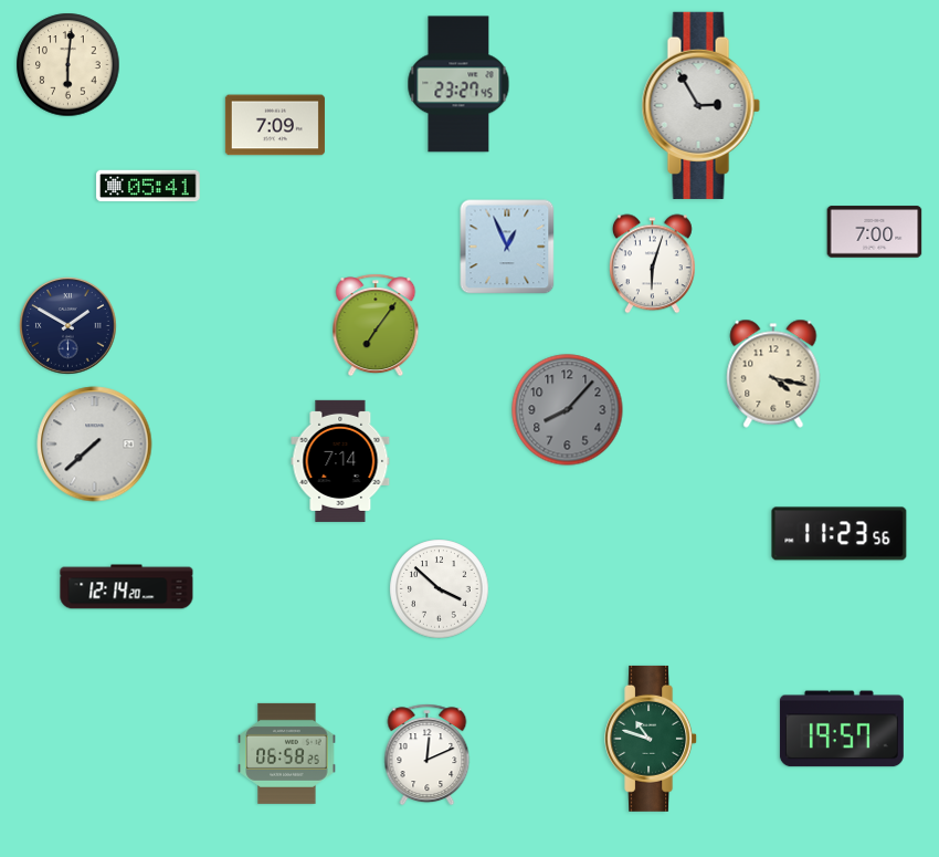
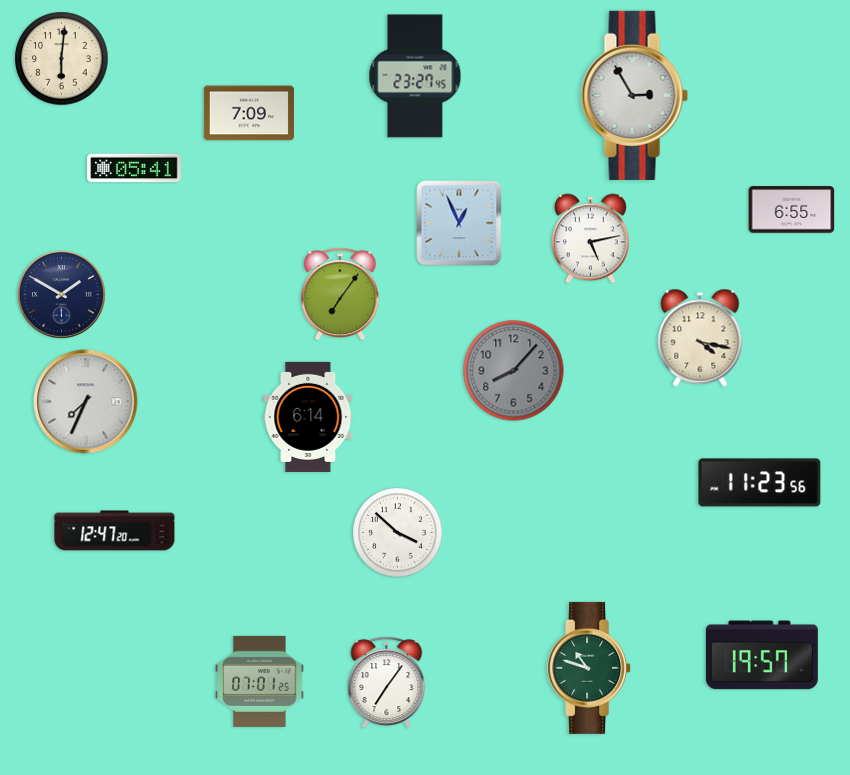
clock at (875, 232): 7:00 -> 6:55
clock at (652, 264): 6:03 -> 5:13
clock at (95, 445): 7:38 -> 7:34
clock at (340, 461): 7:14 -> 6:14
clock at (127, 587): 12:14 -> 12:47
clock at (842, 729) position: (842, 729) -> (762, 655)
clock at (287, 753): 06:58 -> 07:01
clock at (428, 755): 12:11 -> 7:06
